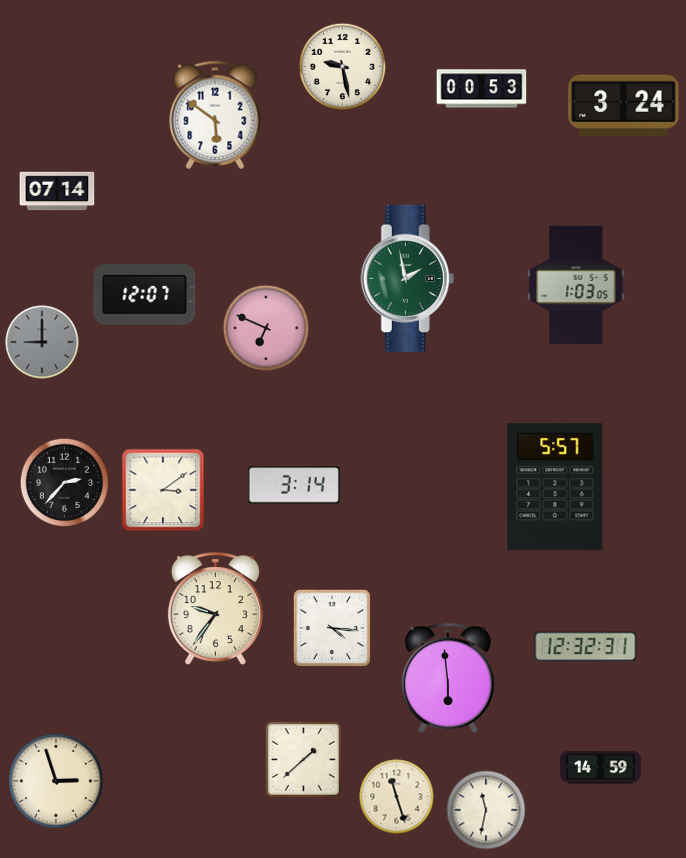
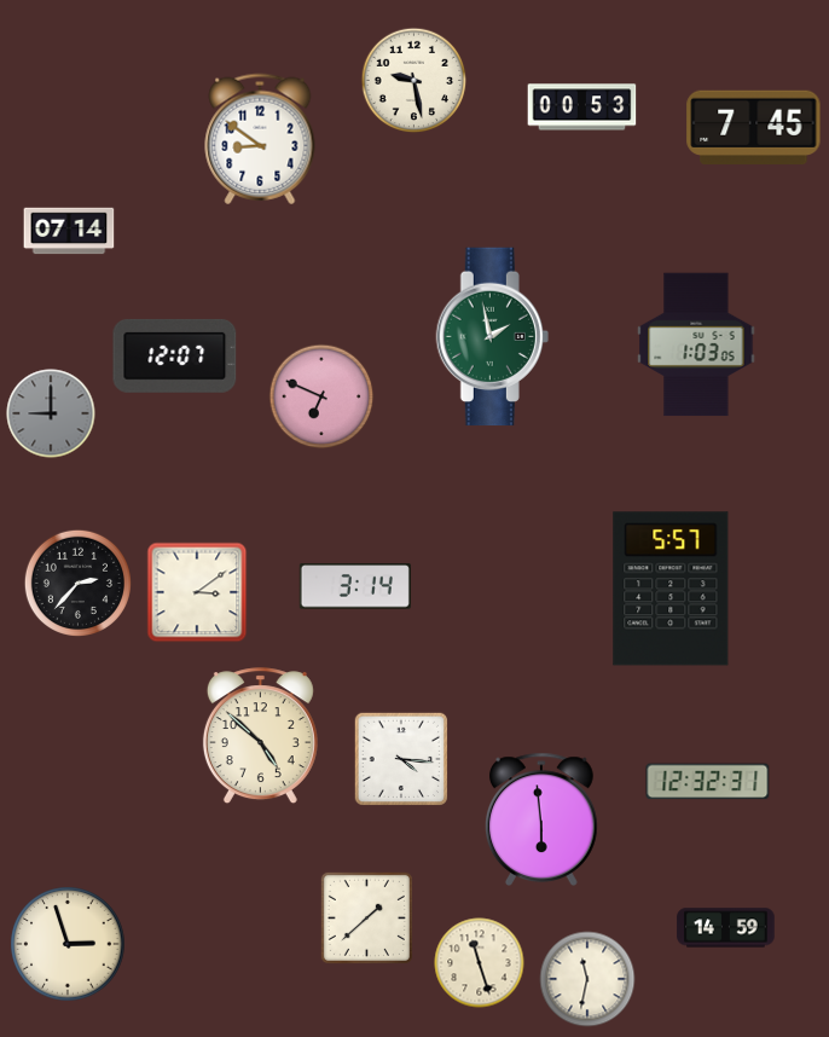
clock at (624, 105): 3:24 -> 7:45
clock at (215, 115): 5:51 -> 8:51
clock at (215, 609): 9:36 -> 4:52
